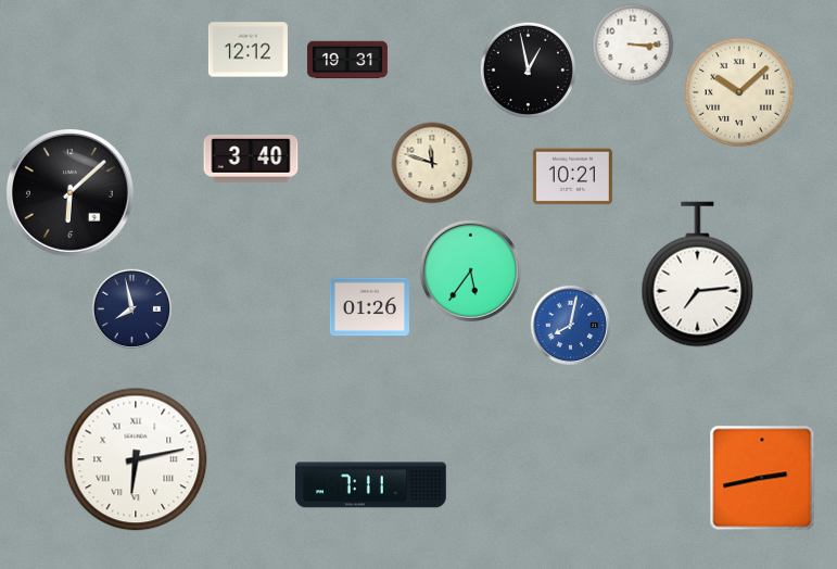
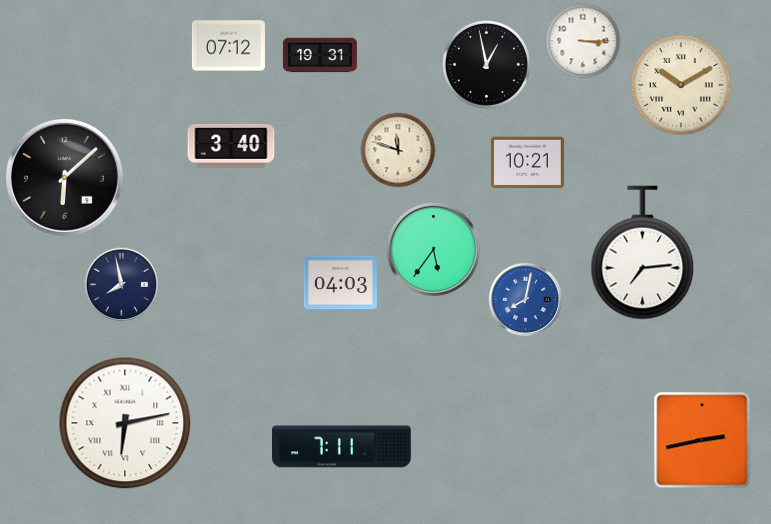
clock at (248, 50): 12:12 -> 07:12
clock at (739, 92): 10:08 -> 10:10
clock at (369, 307): 01:26 -> 04:03
